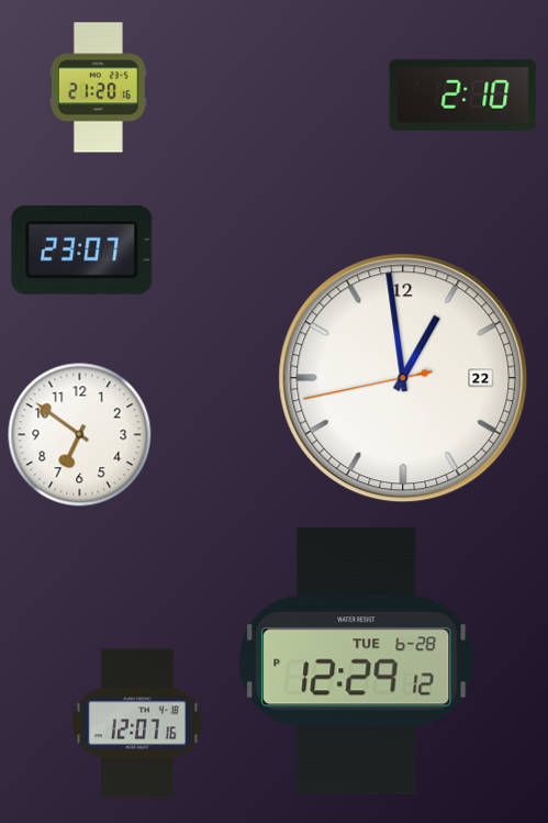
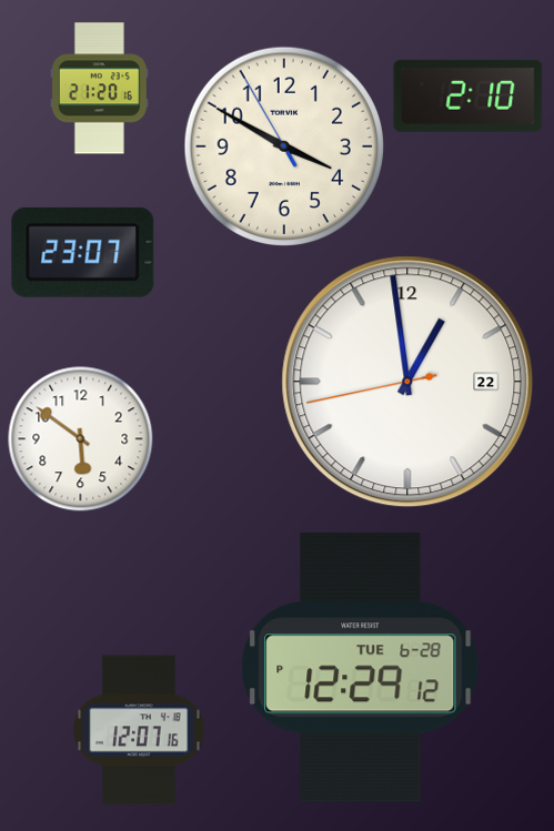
clock at (284, 146): none -> 3:49
clock at (80, 435): 6:51 -> 5:51
